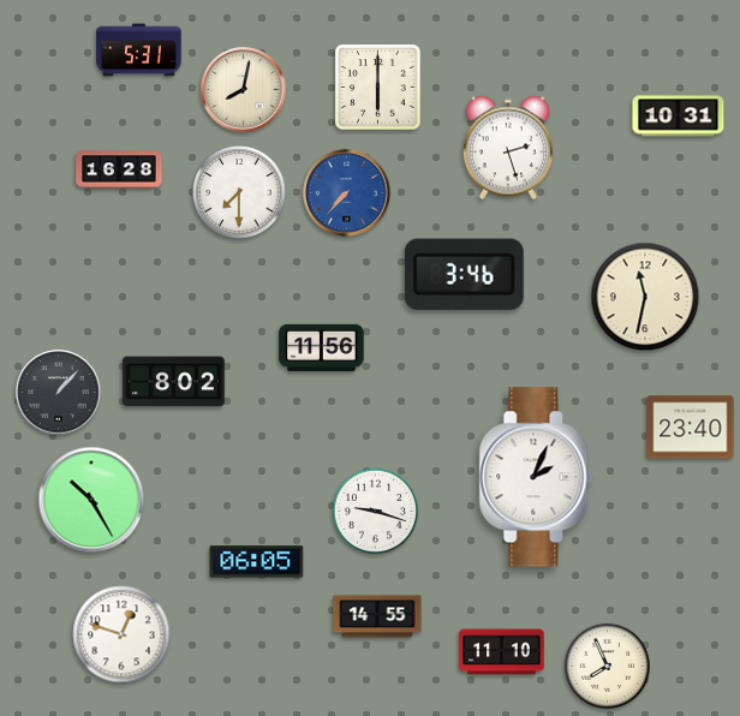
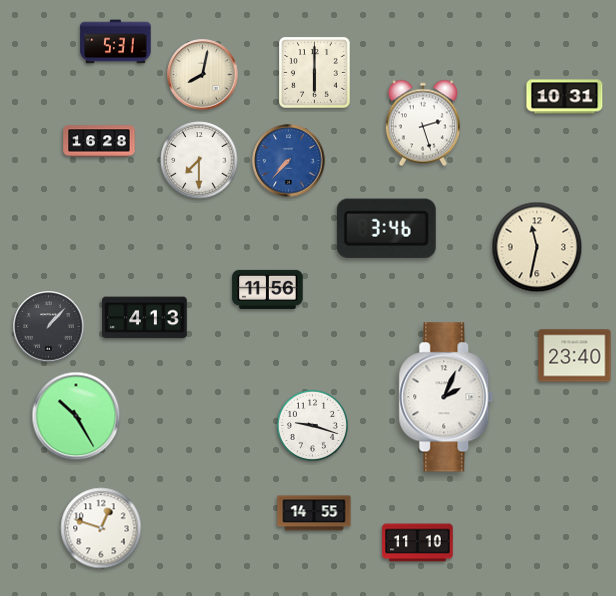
clock at (174, 382): 8:02 -> 4:13
clock at (257, 562): 06:05 -> none
clock at (607, 666): 7:56 -> none
